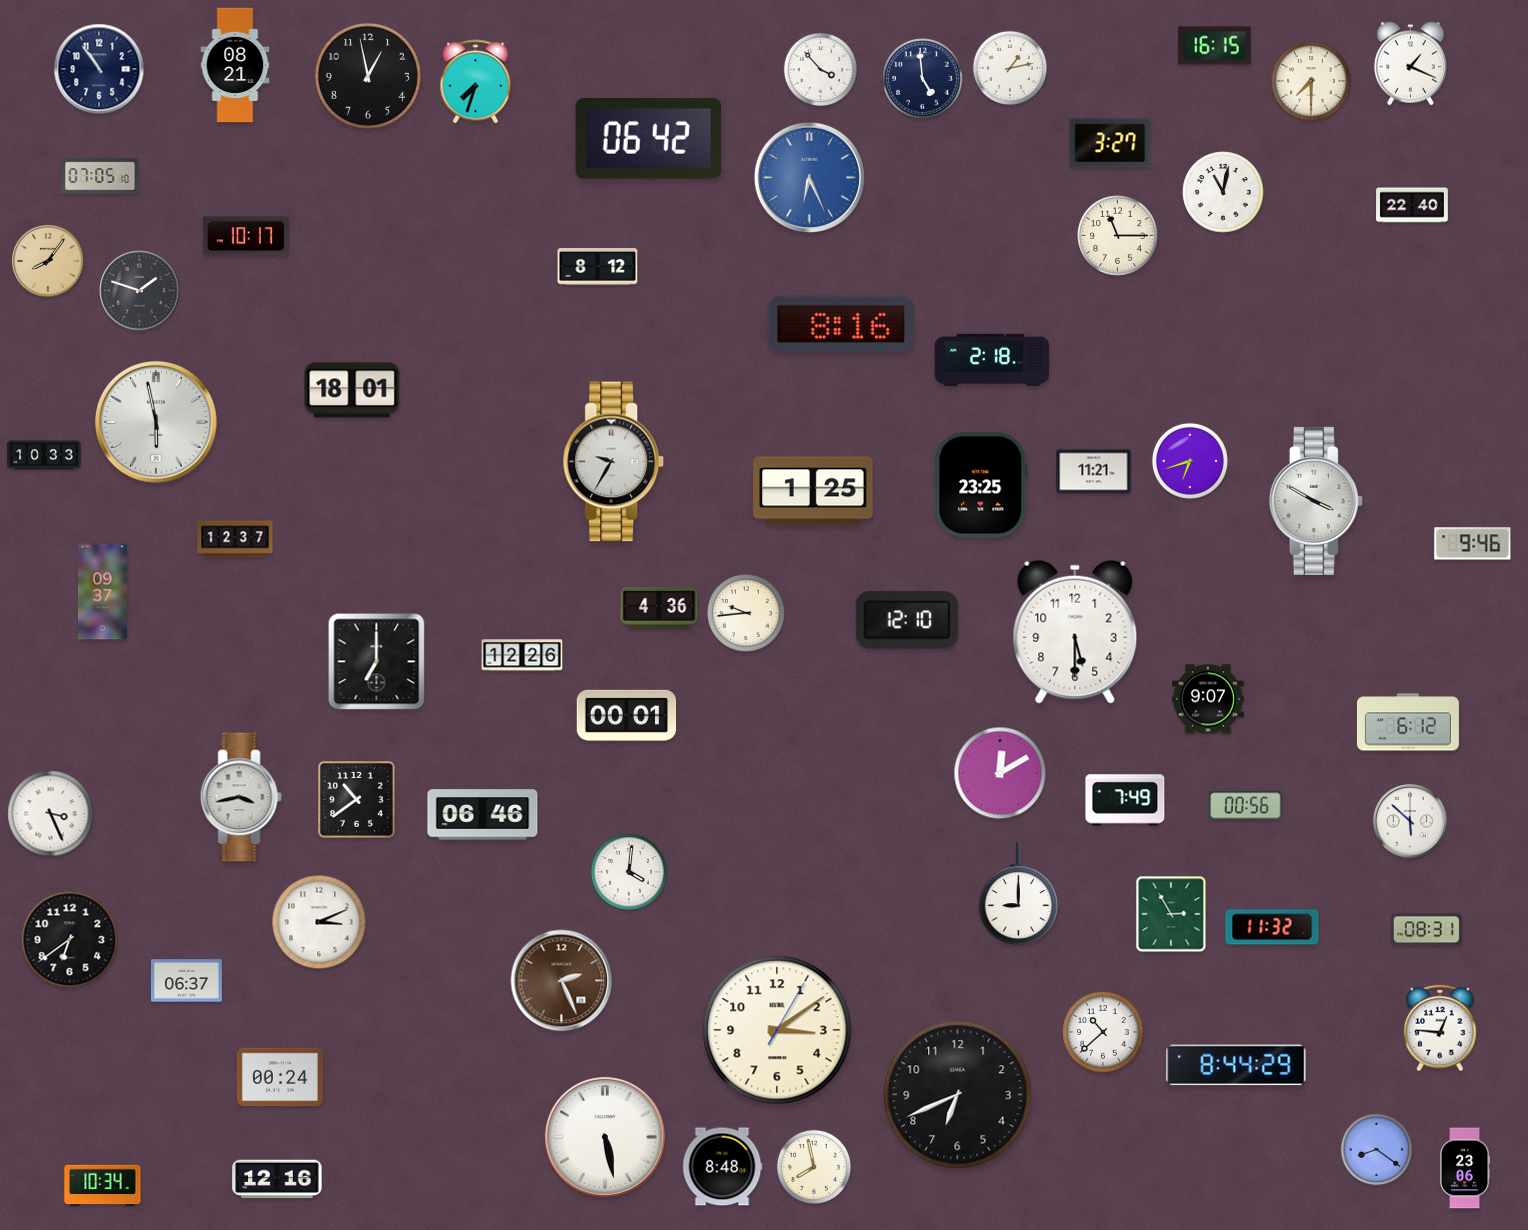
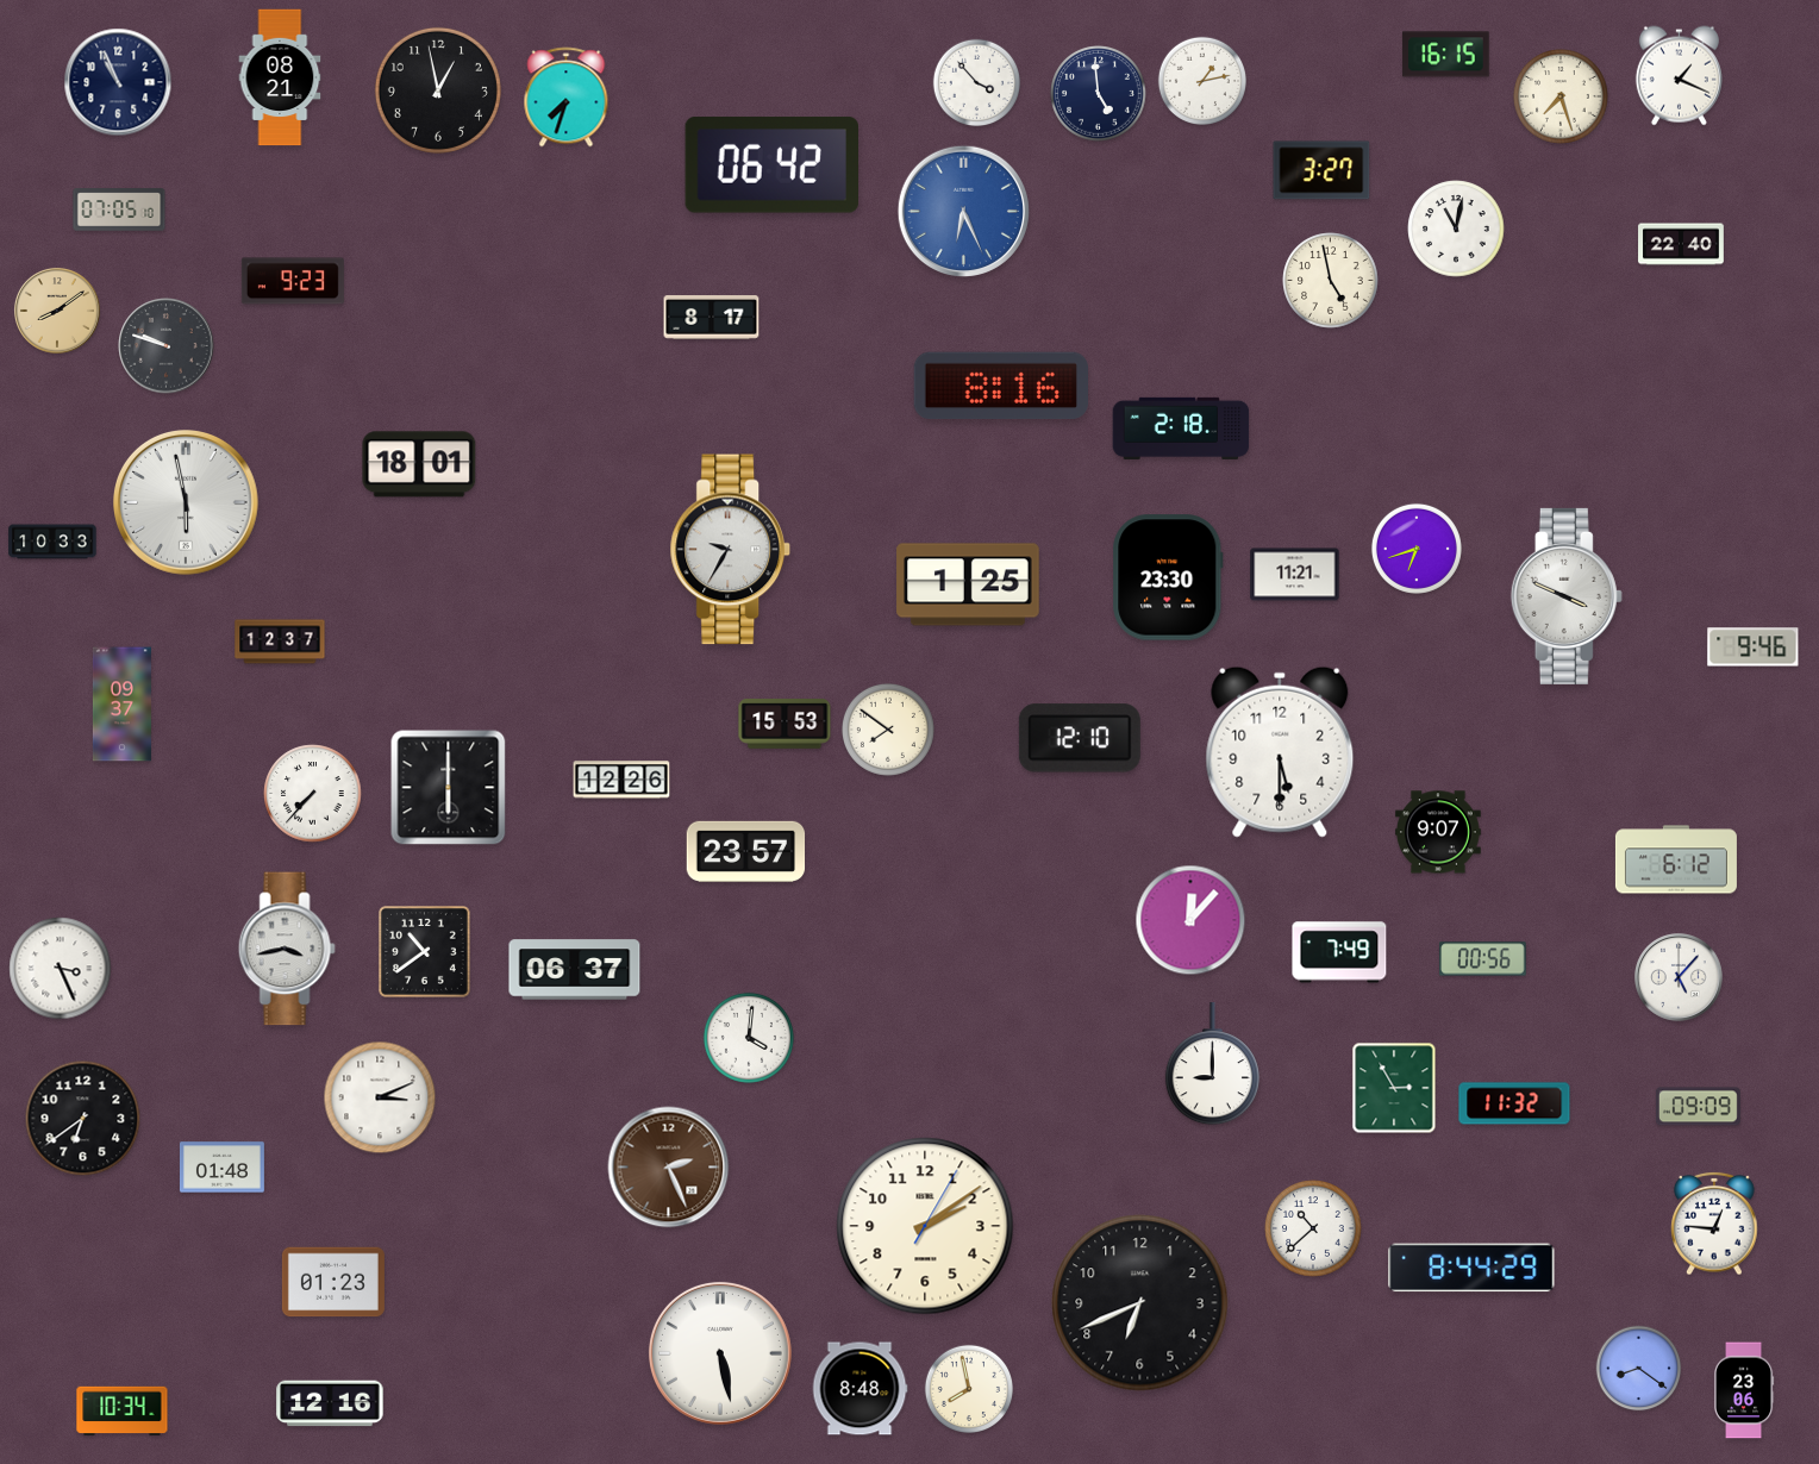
clock at (99, 69): 10:54 -> 10:56
clock at (1312, 82): 7:30 -> 7:27
clock at (246, 236): 10:17 -> 9:23
clock at (1118, 236): 11:15 -> 4:58
clock at (48, 261): 8:06 -> 8:09
clock at (598, 267): 8:12 -> 8:17
clock at (140, 291): 1:48 -> 9:48
clock at (1094, 472) position: (1094, 472) -> (1295, 575)
clock at (981, 485): 23:25 -> 23:30
clock at (1316, 501): 3:50 -> 3:49
clock at (659, 609): 4:36 -> 15:53
clock at (746, 613): 9:44 -> 7:51
clock at (377, 662): 7:00 -> 6:00
clock at (313, 794): none -> 7:37
clock at (627, 715): 00:01 -> 23:57
clock at (1000, 773): 12:10 -> 12:07
clock at (483, 815): 06:46 -> 06:37
clock at (1411, 822): 5:52 -> 5:07
clock at (1426, 930): 08:31 -> 09:09
clock at (186, 981): 06:37 -> 01:48
clock at (777, 1030): 3:09 -> 2:09
clock at (280, 1077): 00:24 -> 01:23
